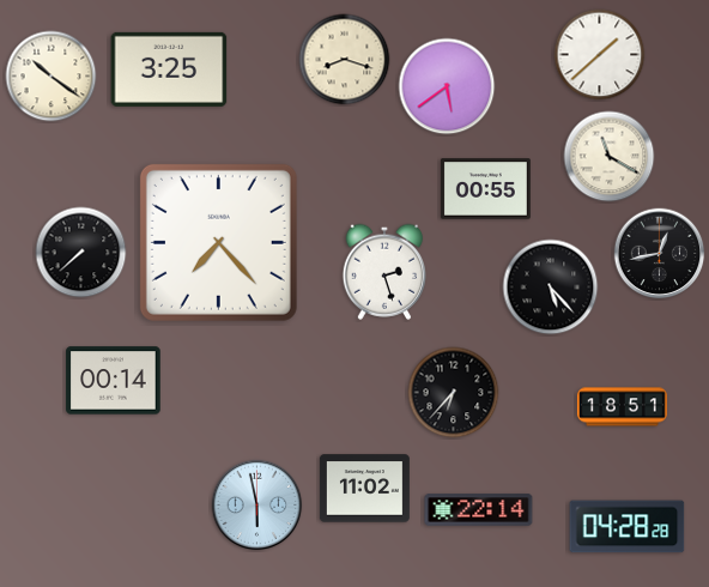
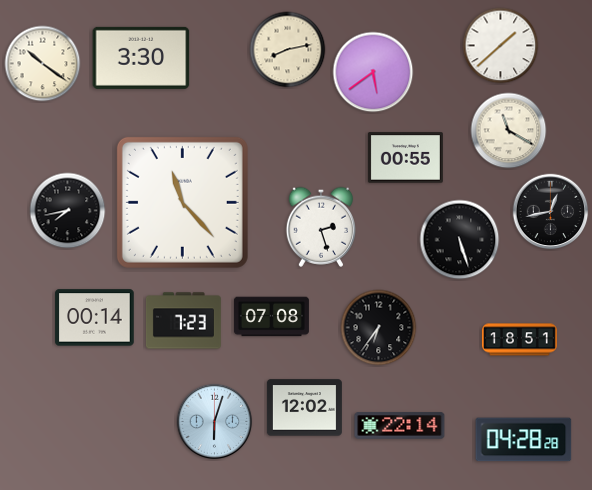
clock at (345, 60): 8:18 -> 8:13
clock at (169, 69): 3:25 -> 3:30
clock at (218, 242): 7:23 -> 11:23
clock at (81, 253): 7:38 -> 7:43
clock at (551, 288): 5:23 -> 5:27
clock at (271, 317): none -> 07:08
clock at (183, 321): none -> 7:23
clock at (454, 393): 6:37 -> 6:36
clock at (364, 489): 11:02 -> 12:02
clock at (257, 506): 5:58 -> 6:03
